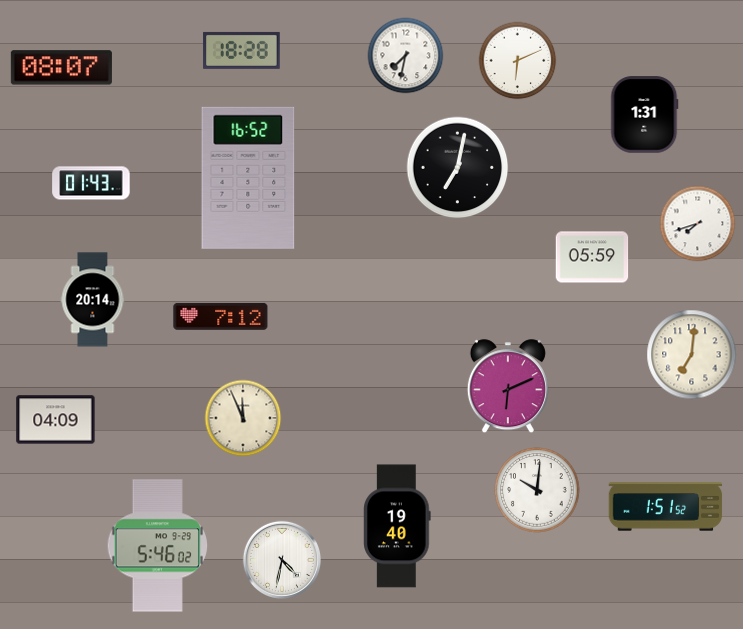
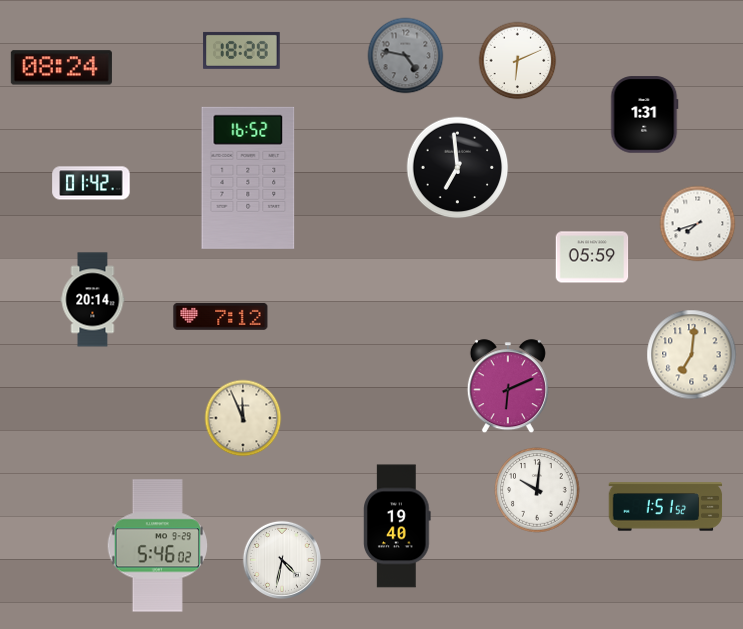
clock at (406, 56): 7:32 -> 4:47
clock at (406, 56) dial: white -> grey
clock at (61, 68): 08:07 -> 08:24
clock at (458, 168): 7:02 -> 6:59
clock at (91, 183): 01:43 -> 01:42
clock at (56, 420): 04:09 -> none
